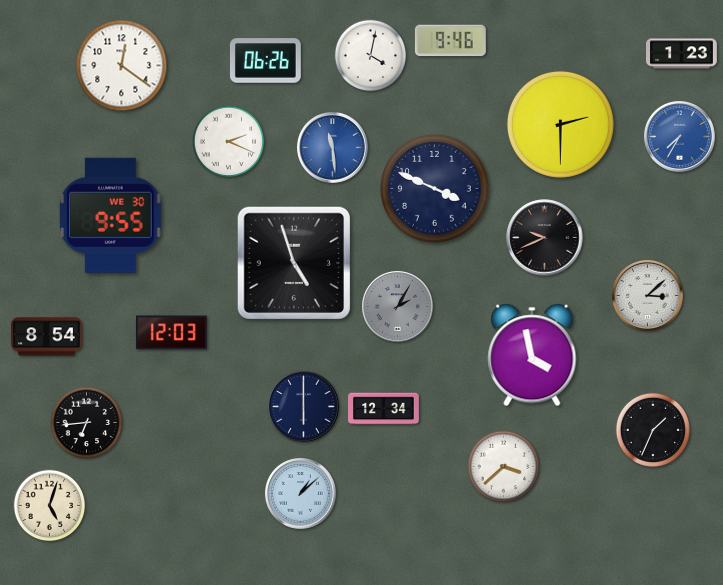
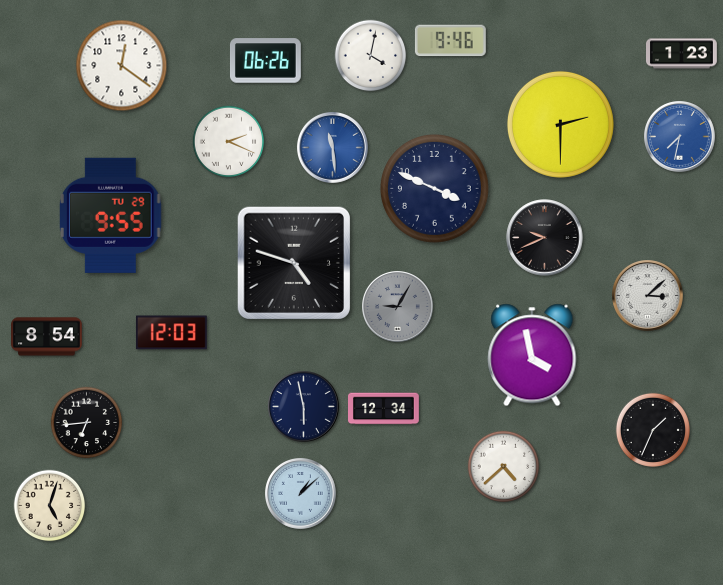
clock at (680, 137): 7:35 -> 7:32
clock at (110, 215) date: WE 30 -> TU 29
clock at (294, 263): 4:57 -> 4:48
clock at (398, 307): 2:05 -> 9:05
clock at (304, 407): 6:00 -> 5:58
clock at (504, 467): 3:38 -> 4:38
